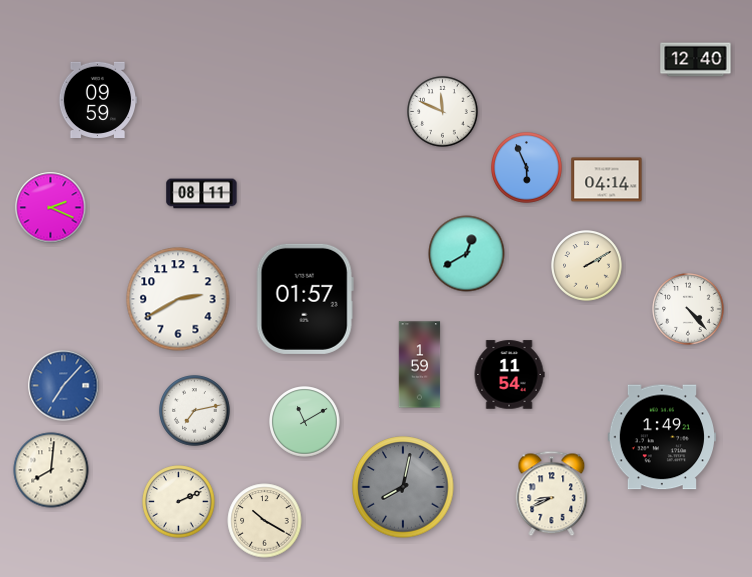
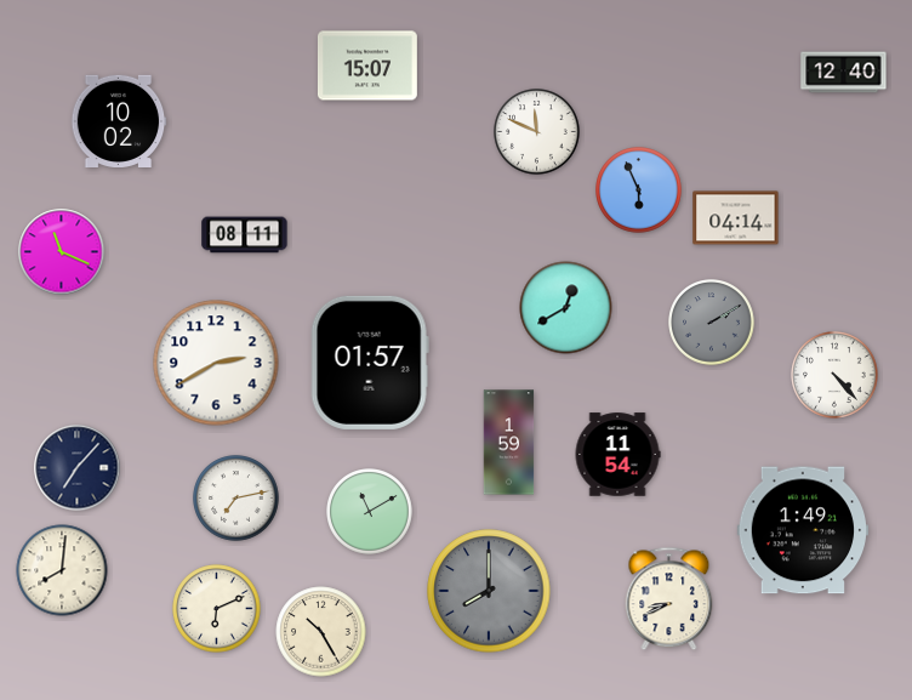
clock at (367, 66): none -> 15:07
clock at (98, 99): 09:59 -> 10:02
clock at (443, 112) position: (443, 112) -> (537, 132)
clock at (527, 168) position: (527, 168) -> (639, 190)
clock at (51, 208): 2:19 -> 11:19
clock at (587, 266) dial: cream -> grey
clock at (64, 386) dial: blue -> navy
clock at (403, 487): 8:02 -> 8:00
clock at (179, 502): 2:11 -> 6:11
clock at (265, 521): 10:20 -> 10:25
